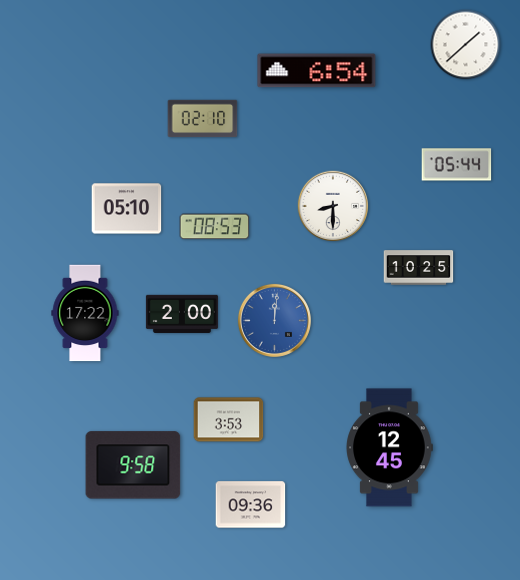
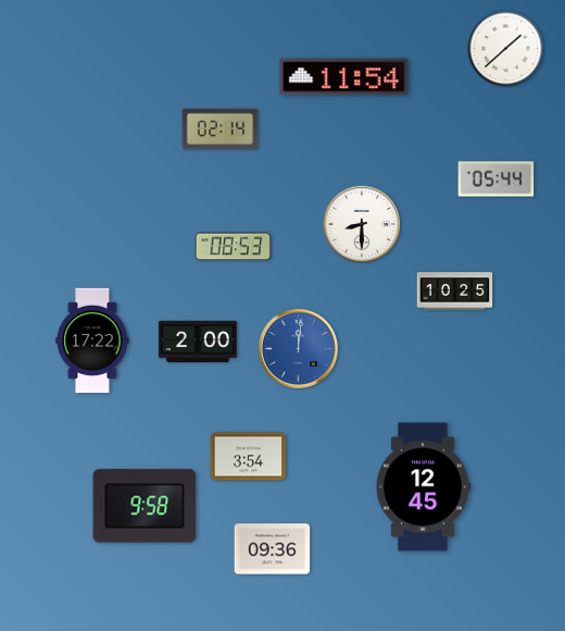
clock at (317, 71): 6:54 -> 11:54
clock at (203, 119): 02:10 -> 02:14
clock at (127, 209): 05:10 -> none
clock at (229, 420): 3:53 -> 3:54
